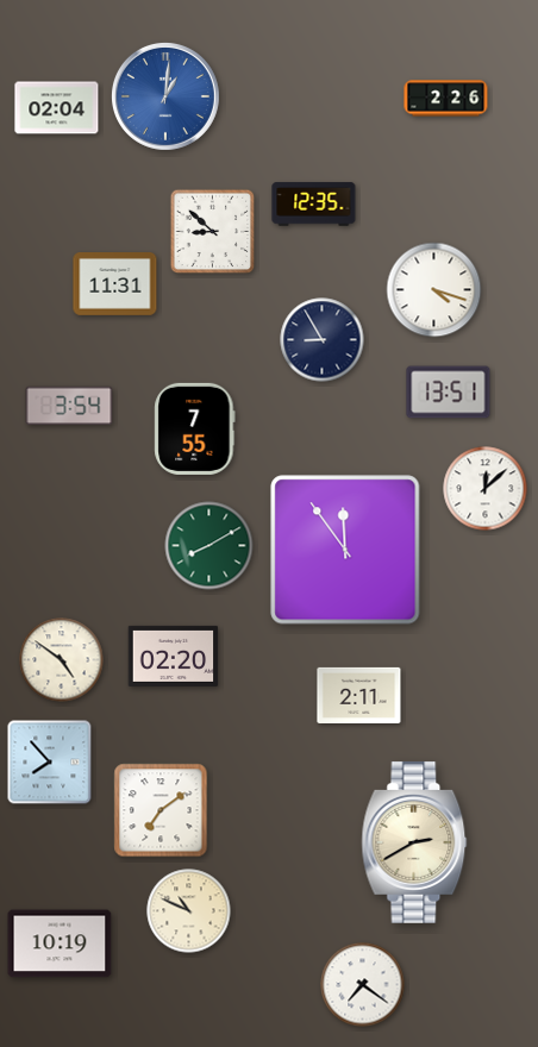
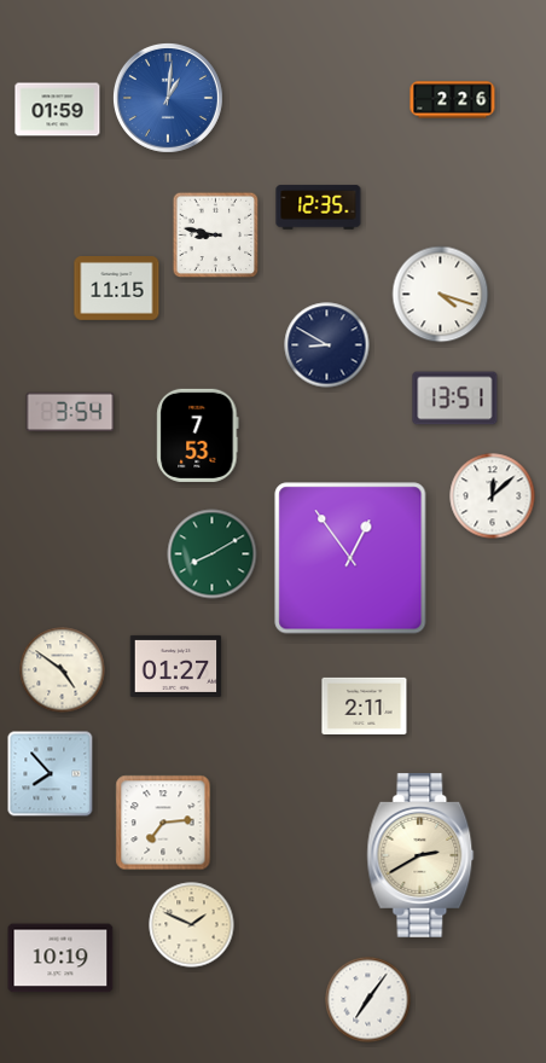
clock at (57, 108): 02:04 -> 01:59
clock at (213, 232): 8:52 -> 8:47
clock at (115, 284): 11:31 -> 11:15
clock at (323, 340): 8:55 -> 8:50
clock at (195, 428): 7:55 -> 7:53
clock at (345, 550): 11:54 -> 12:54
clock at (174, 656): 02:20 -> 01:27
clock at (161, 810): 7:09 -> 7:14
clock at (189, 911): 10:49 -> 1:49
clock at (363, 985): 7:21 -> 7:06
